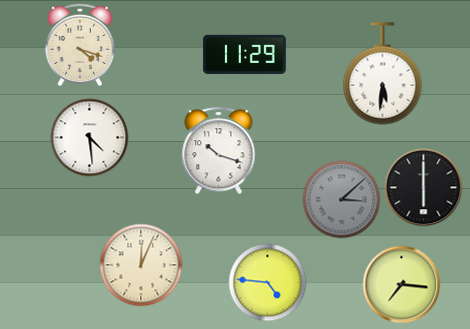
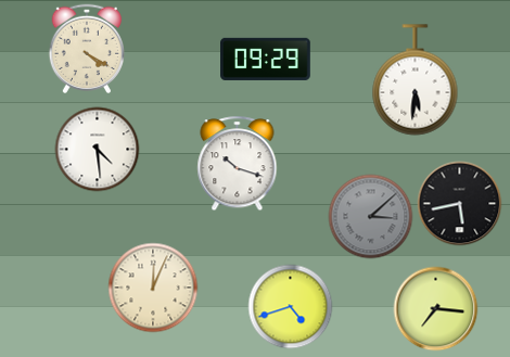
clock at (79, 45): 4:18 -> 4:20
clock at (245, 54): 11:29 -> 09:29
clock at (423, 187): 6:00 -> 5:43
clock at (267, 282): 4:46 -> 4:42
